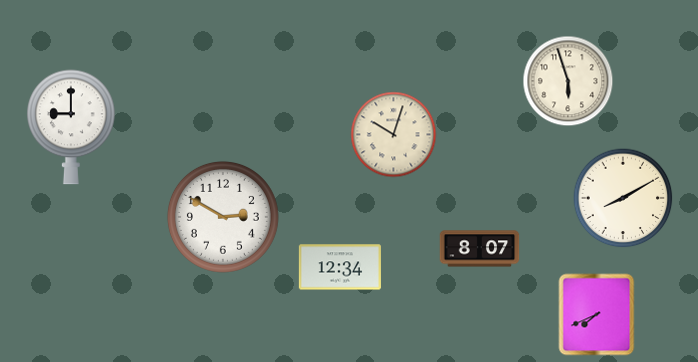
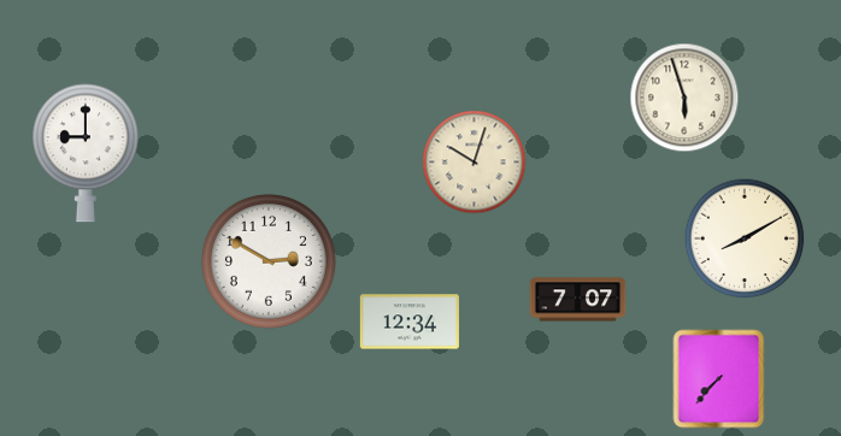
clock at (623, 198) position: (623, 198) -> (745, 238)
clock at (480, 249): 8:07 -> 7:07
clock at (597, 315): 7:41 -> 7:37
